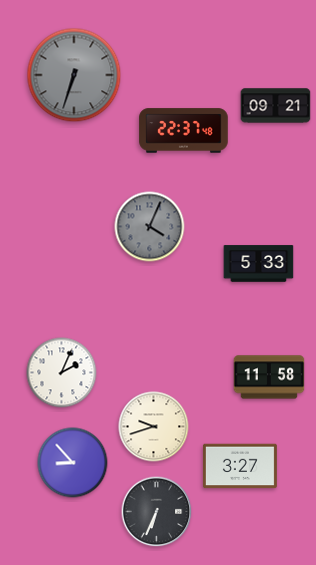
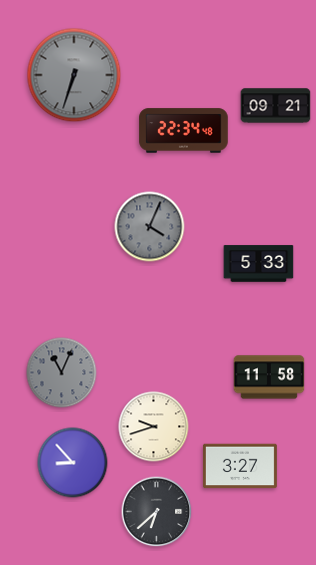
clock at (184, 131): 22:37 -> 22:34
clock at (62, 373): 2:04 -> 11:04
clock at (62, 373) dial: white -> grey
clock at (157, 512): 6:34 -> 6:38
